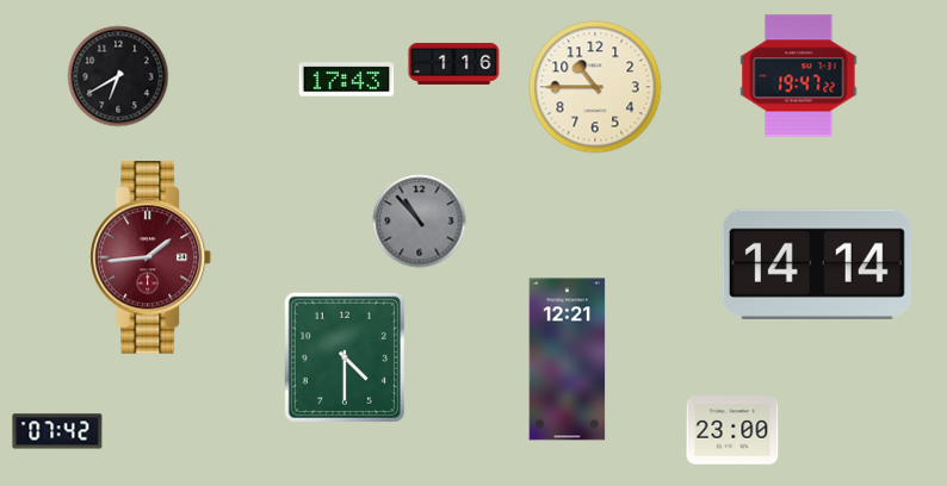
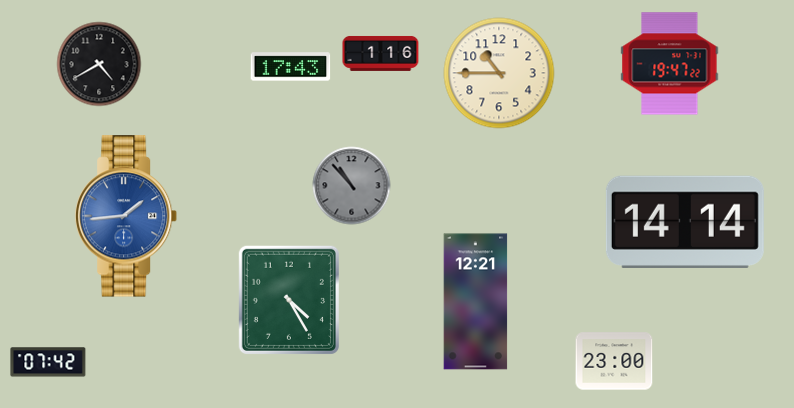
clock at (118, 76): 6:40 -> 4:40
clock at (151, 257) dial: burgundy -> blue
clock at (345, 357): 4:30 -> 4:25
